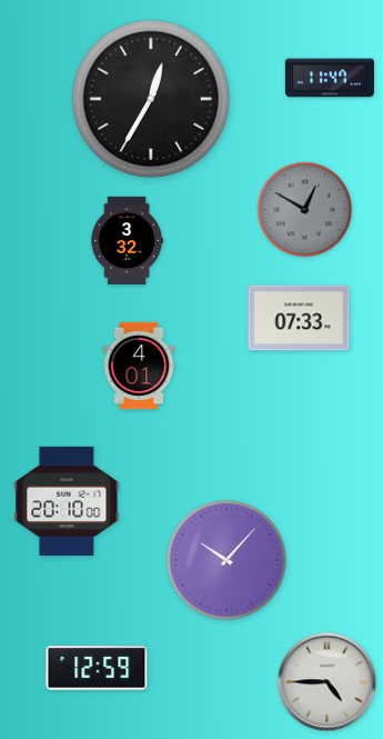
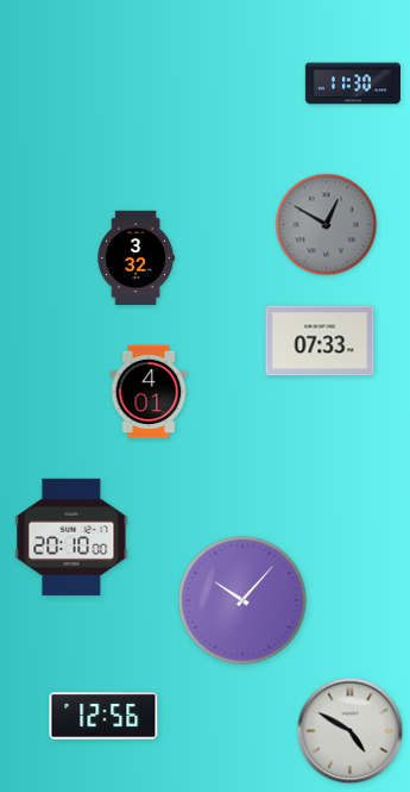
clock at (330, 78): 11:47 -> 11:30
clock at (151, 99): 12:35 -> none
clock at (97, 668): 12:59 -> 12:56
clock at (327, 682): 4:45 -> 4:50
